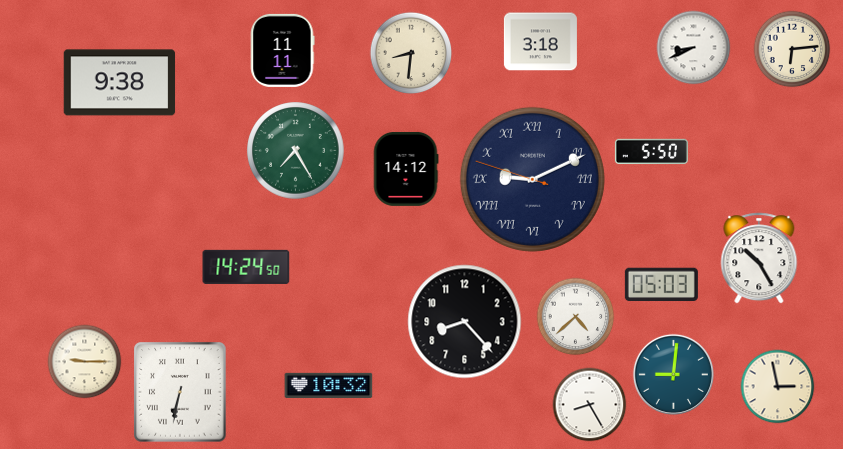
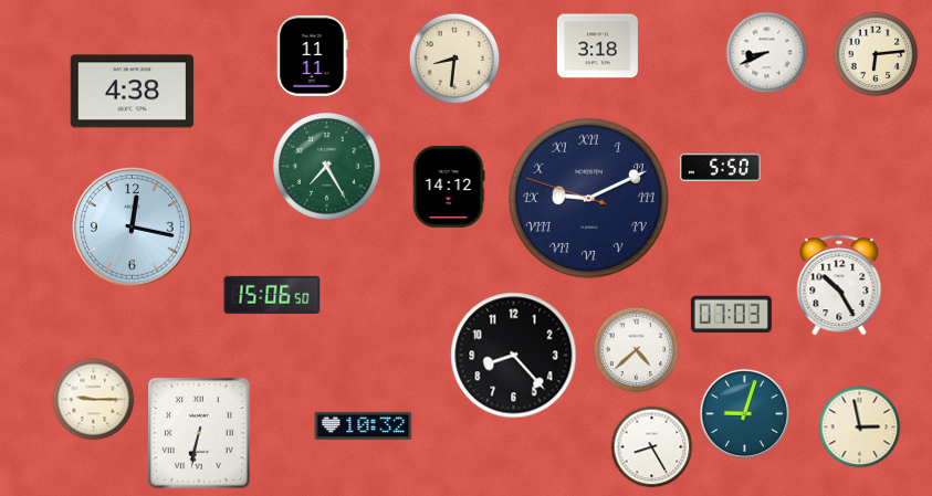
clock at (120, 83): 9:38 -> 4:38
clock at (133, 228): none -> 12:17
clock at (246, 267): 14:24 -> 15:06
clock at (661, 285): 05:03 -> 07:03
clock at (673, 374): 9:01 -> 9:03
